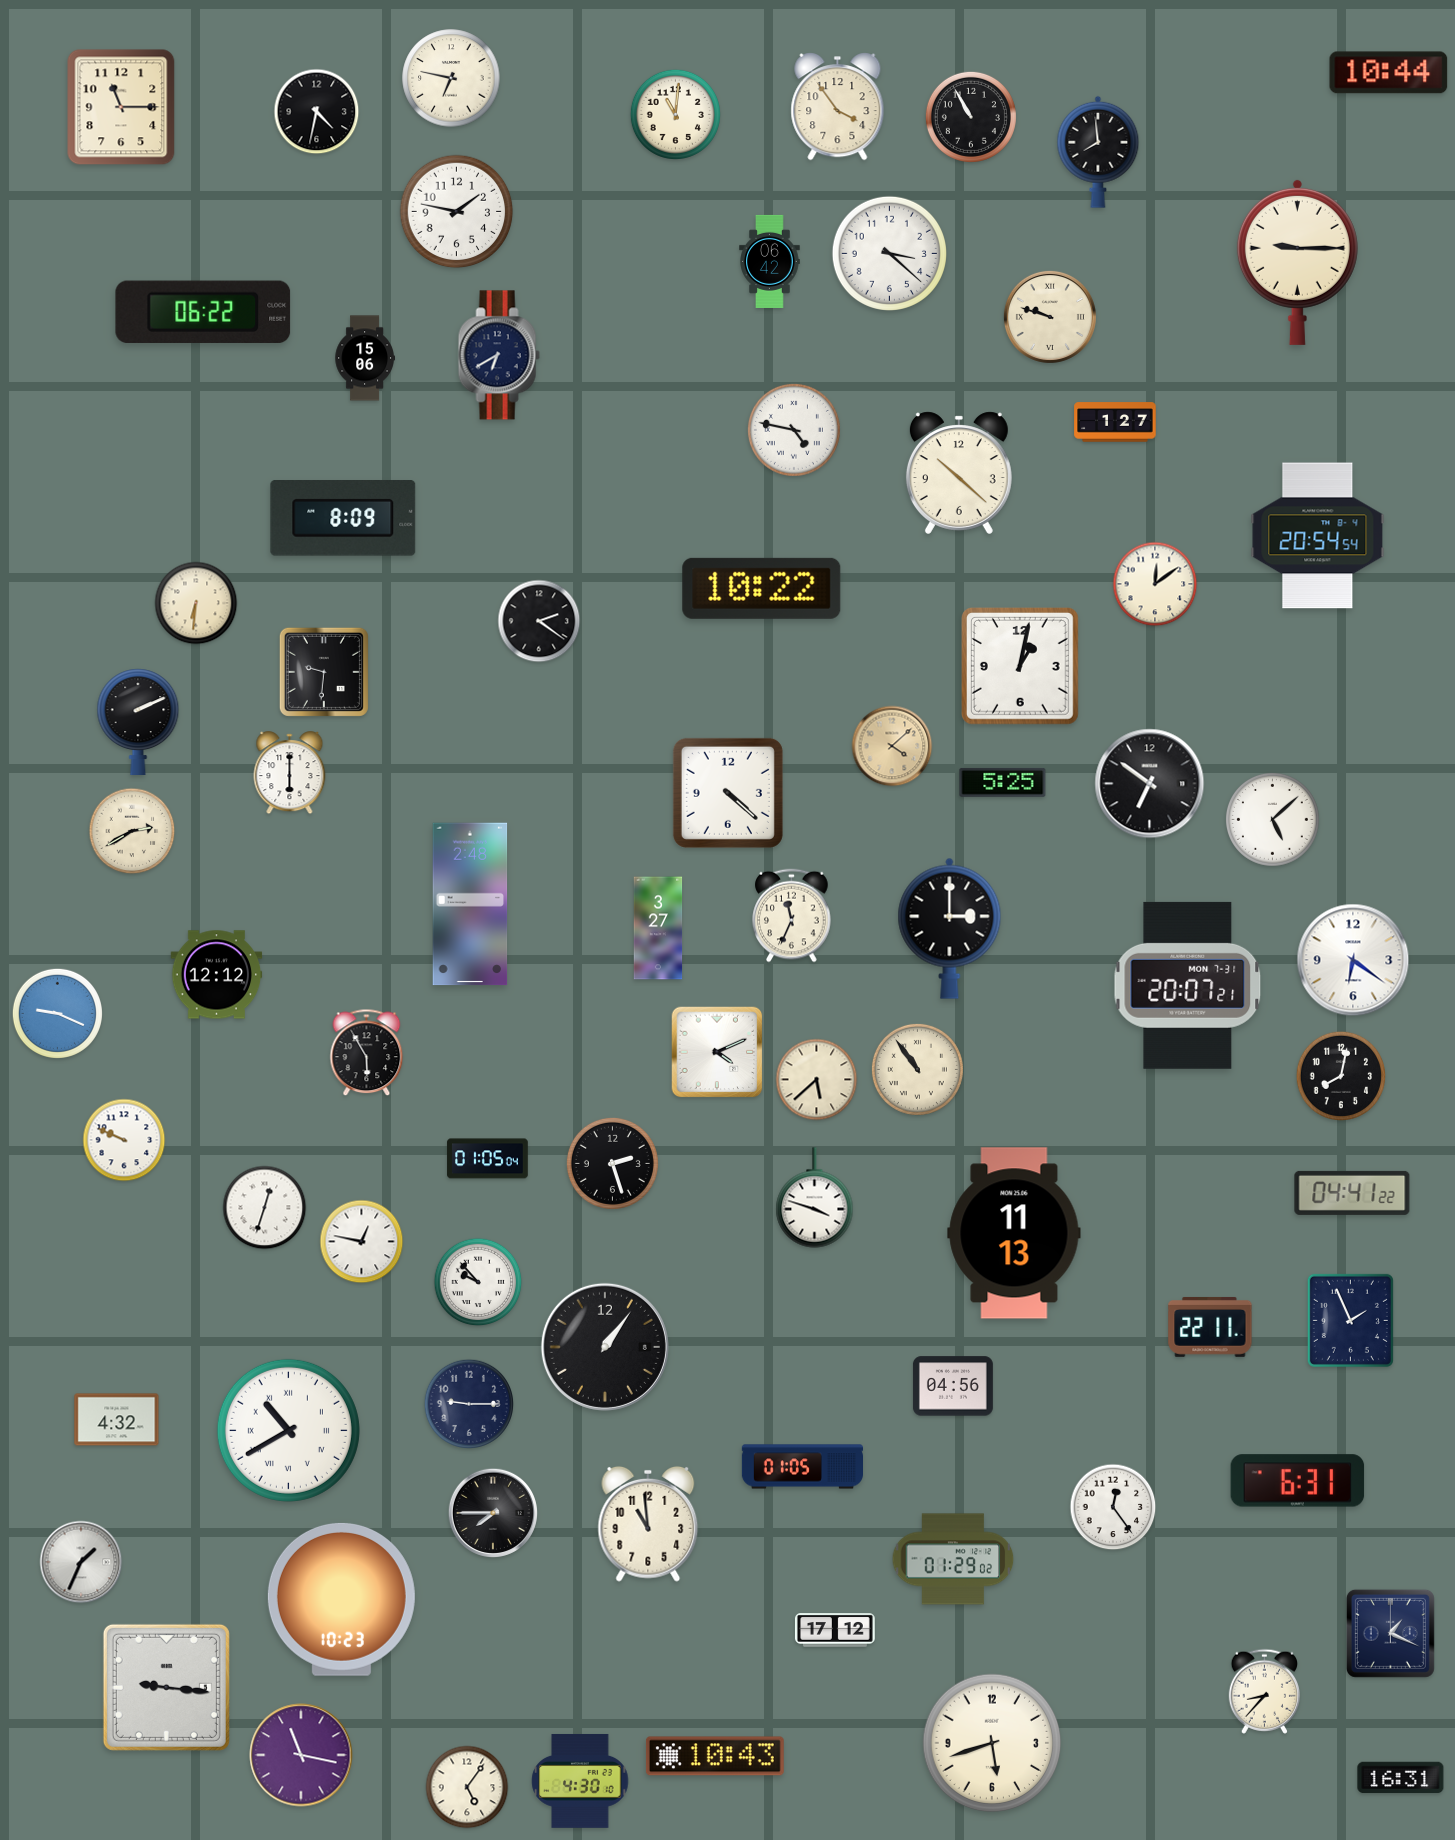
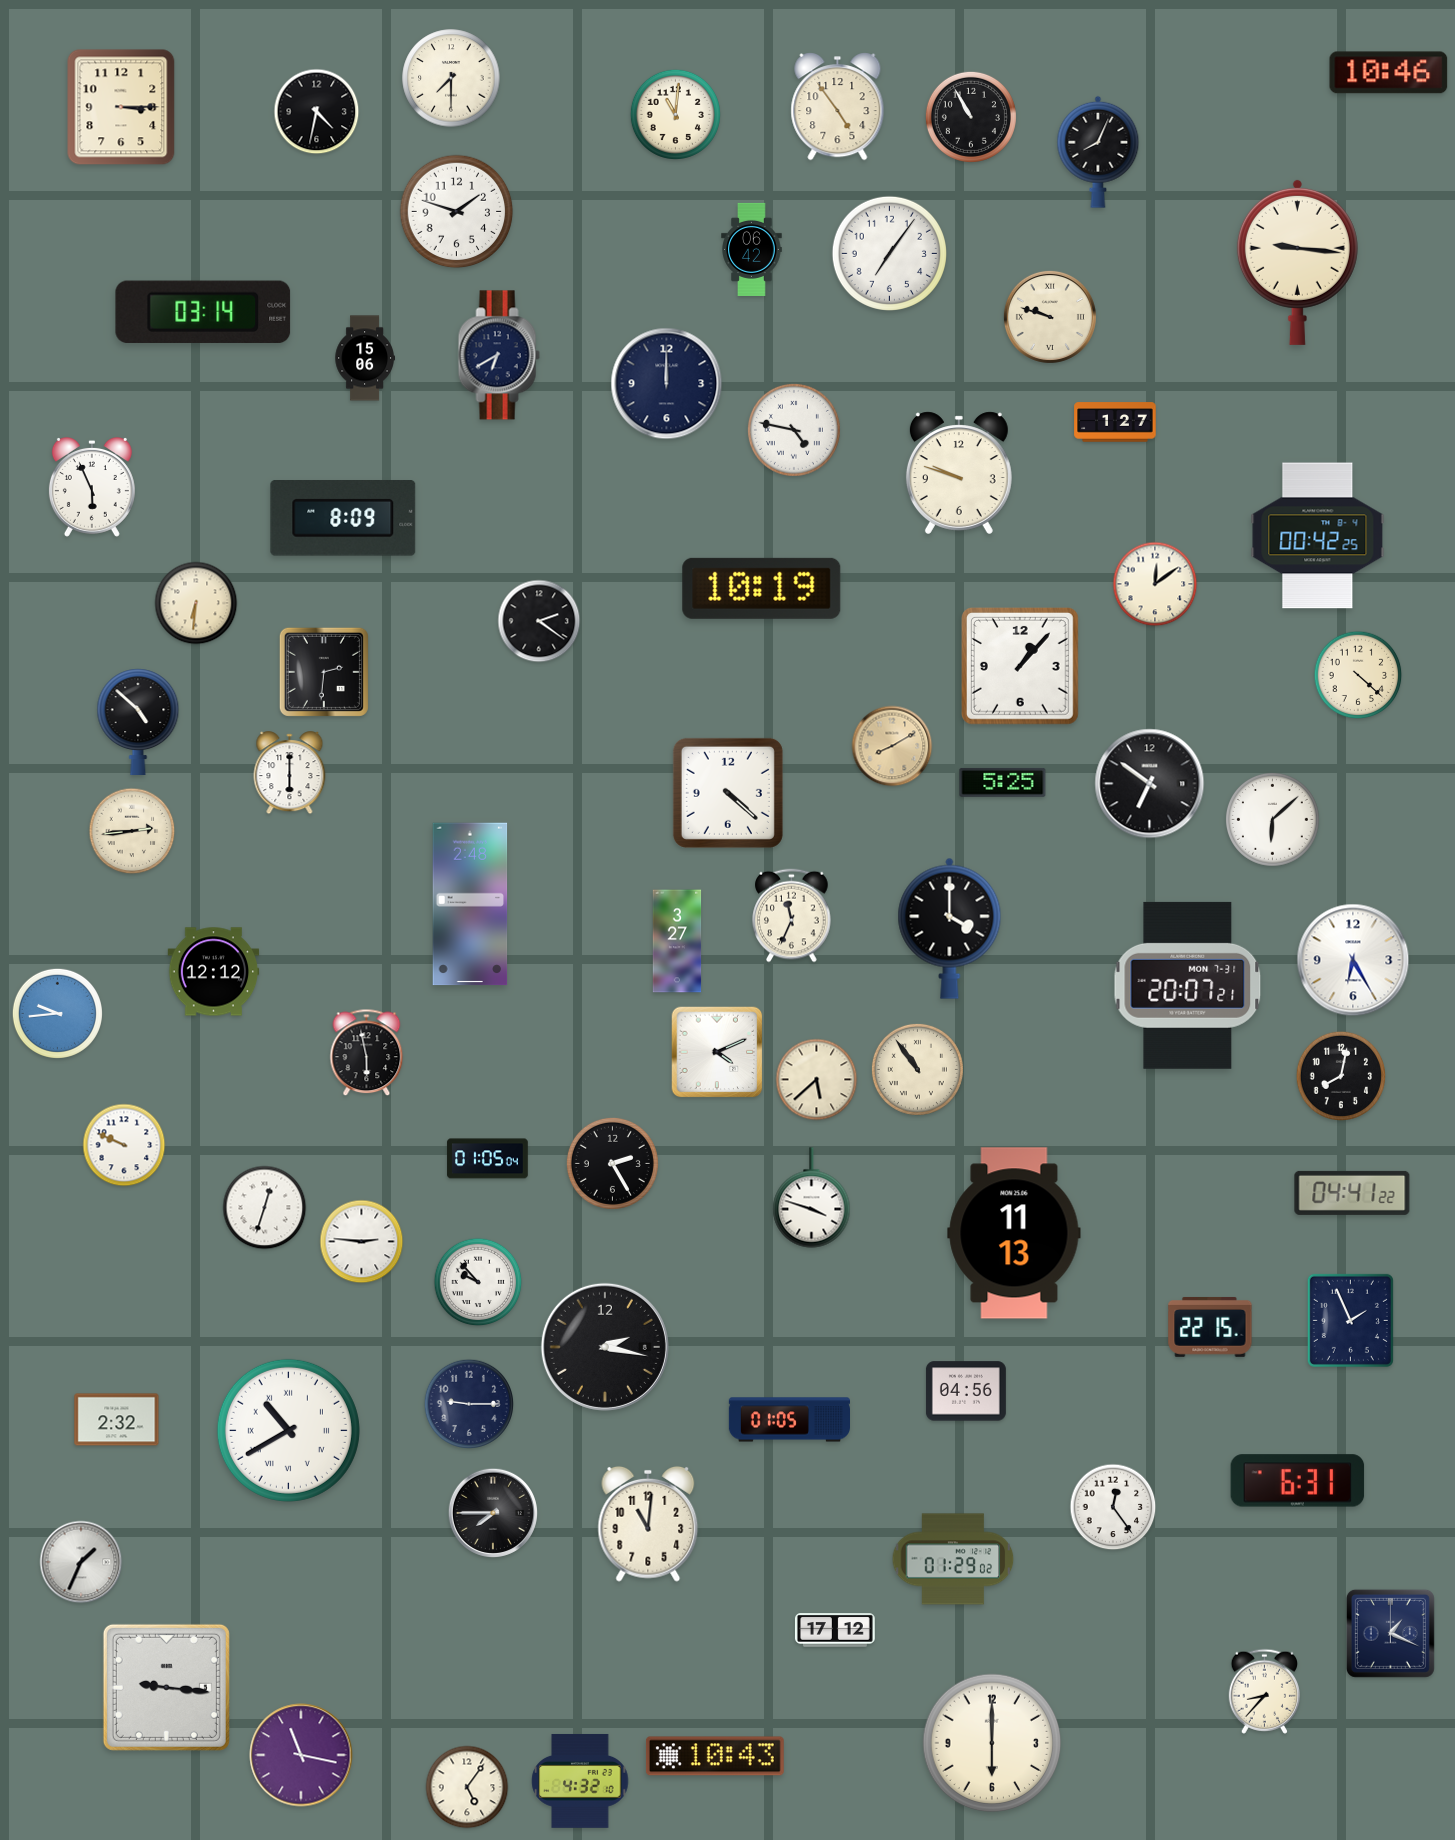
clock at (1389, 73): 10:44 -> 10:46
clock at (451, 78): 6:47 -> 7:30
clock at (121, 107): 11:15 -> 3:15
clock at (838, 107): 3:54 -> 4:54
clock at (1098, 152): 7:59 -> 8:04
clock at (457, 212): 1:47 -> 1:48
clock at (889, 253): 3:22 -> 7:06
clock at (770, 261) position: (770, 261) -> (752, 249)
clock at (1297, 262): 9:15 -> 9:16
clock at (203, 312): 06:22 -> 03:14
clock at (667, 384): none -> 12:00
clock at (959, 473): 10:22 -> 9:48
clock at (92, 487): none -> 5:56
clock at (1318, 536): 20:54 -> 00:42
clock at (762, 588): 10:22 -> 10:19
clock at (1020, 666): 1:02 -> 1:07
clock at (324, 672): 9:31 -> 2:31
clock at (1358, 675): none -> 4:22
clock at (138, 721): 2:11 -> 4:52
clock at (892, 746): 4:08 -> 8:10
clock at (1272, 819): 5:08 -> 6:08
clock at (132, 831): 2:40 -> 2:44
clock at (658, 928) position: (658, 928) -> (677, 941)
clock at (950, 928): 3:00 -> 4:00
clock at (1353, 960): 6:21 -> 6:25
clock at (217, 975) position: (217, 975) -> (214, 972)
clock at (57, 1013): 9:19 -> 9:44
clock at (367, 1053): 5:55 -> 5:58
clock at (124, 1140) position: (124, 1140) -> (124, 1145)
clock at (612, 1163): 2:27 -> 2:25
clock at (815, 1198) position: (815, 1198) -> (812, 1198)
clock at (362, 1242): 12:47 -> 2:46
clock at (1210, 1327): 22:11 -> 22:15
clock at (605, 1347): 1:06 -> 2:17
clock at (953, 1386) position: (953, 1386) -> (966, 1391)
clock at (117, 1420): 4:32 -> 2:32
clock at (802, 1467) position: (802, 1467) -> (789, 1420)
clock at (648, 1524): 10:59 -> 11:01
clock at (341, 1599): 10:23 -> none
clock at (992, 1743): 5:42 -> 6:00
clock at (1401, 1778): 16:31 -> none
clock at (580, 1781): 4:30 -> 4:32
